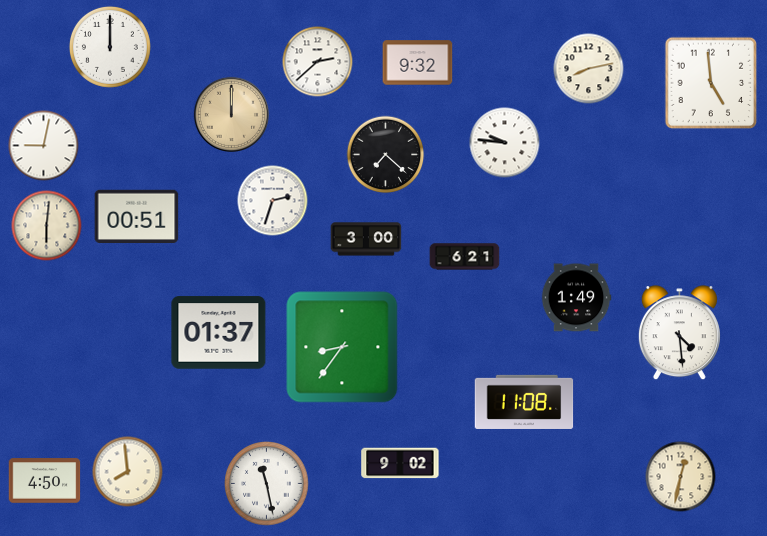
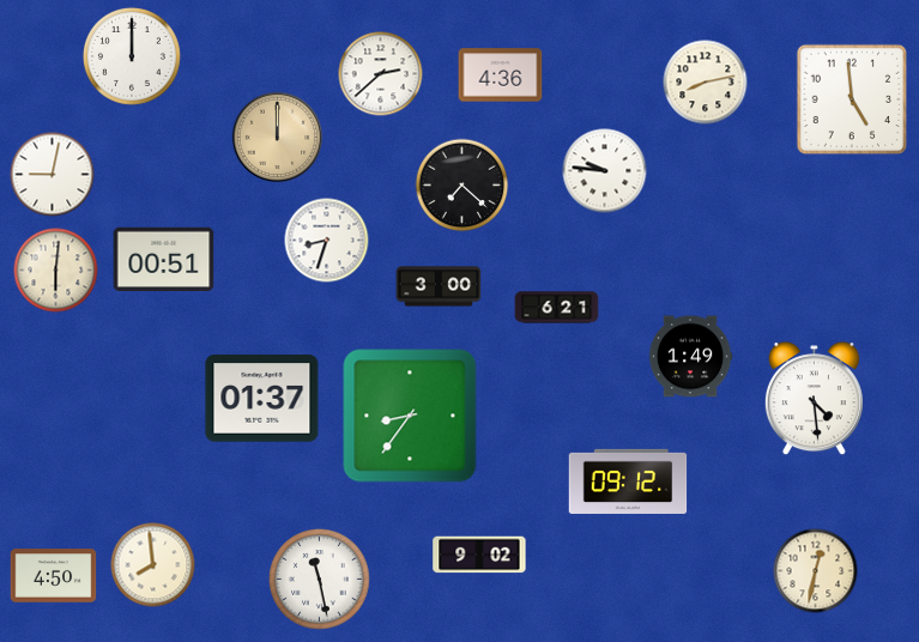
clock at (418, 63): 9:32 -> 4:36
clock at (273, 201): 2:33 -> 8:33
clock at (524, 402): 11:08 -> 09:12
